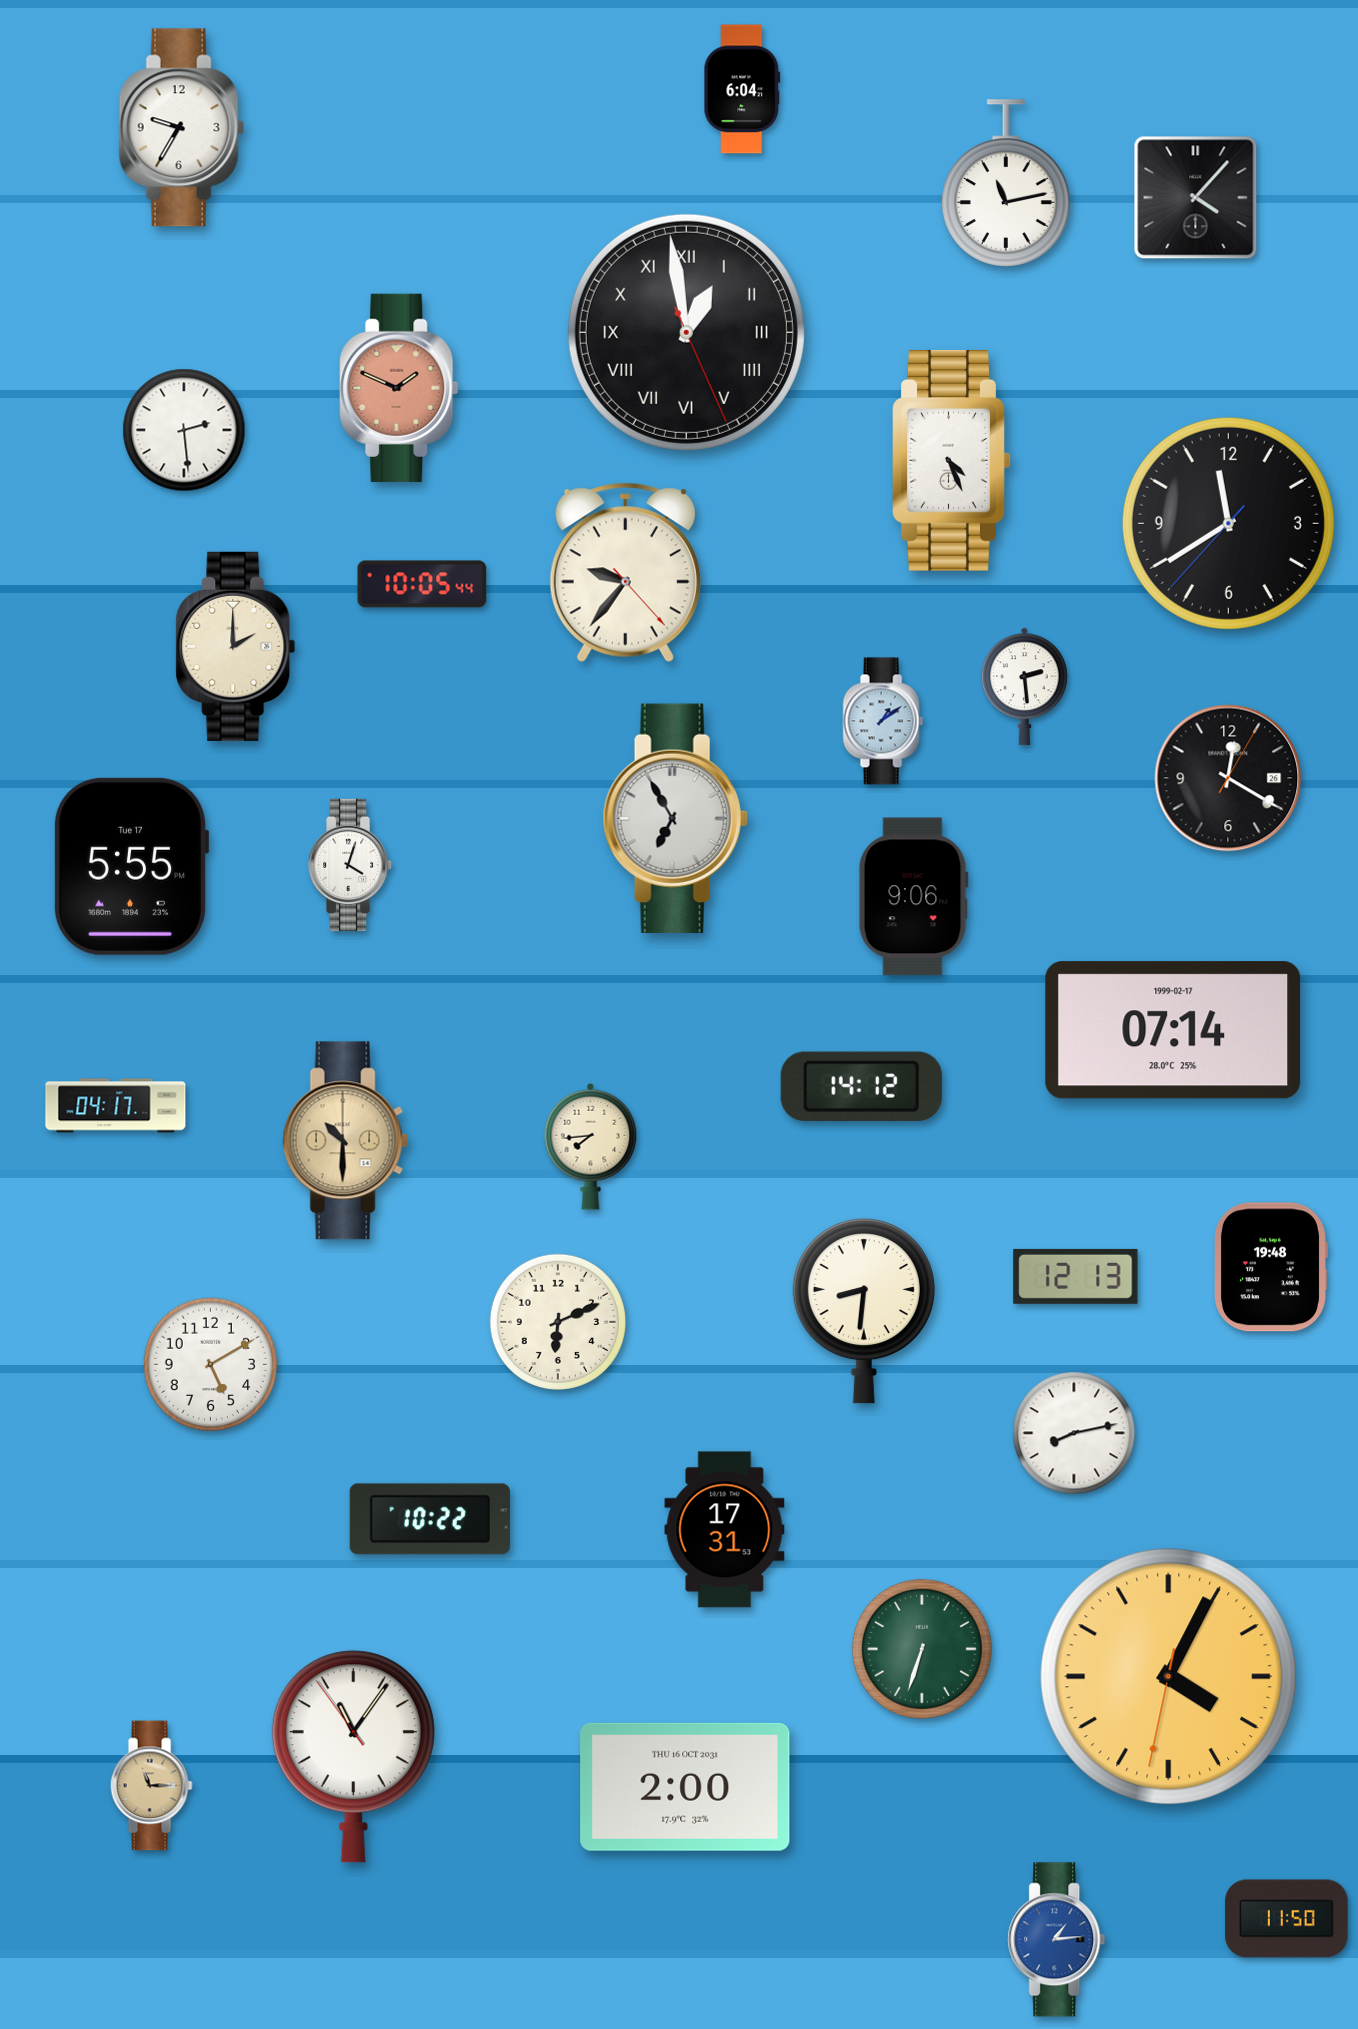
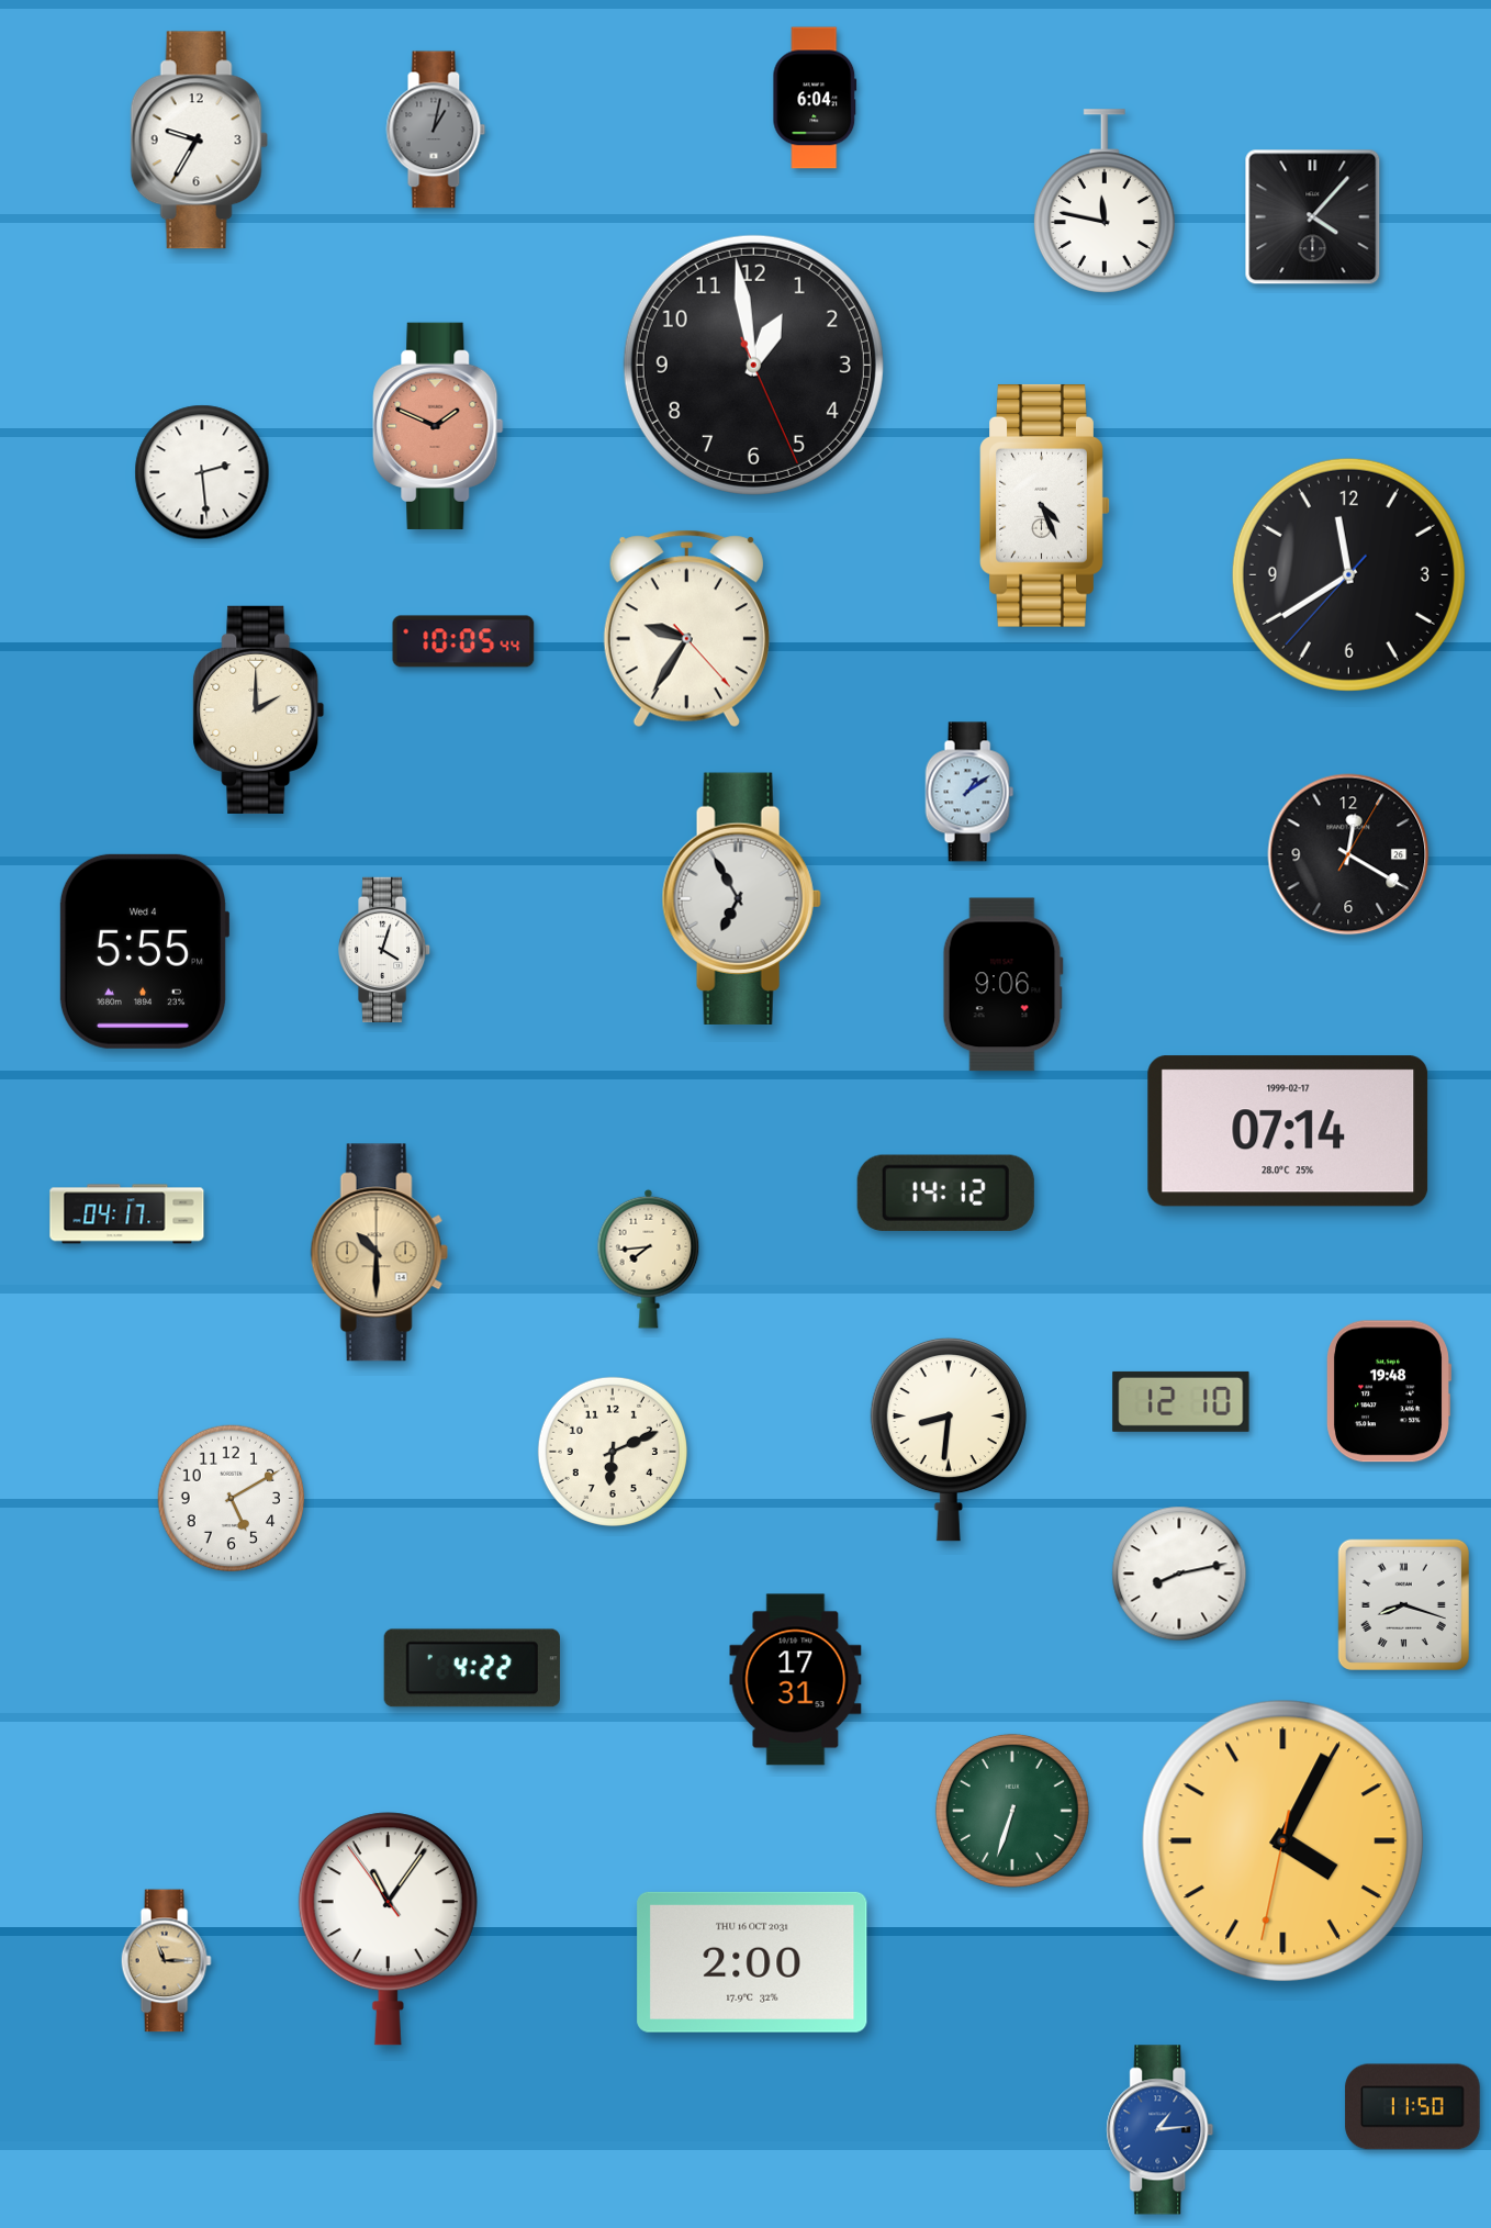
clock at (436, 130): none -> 1:02
clock at (1006, 183): 11:13 -> 11:47
clock at (686, 332) numerals: Roman -> Arabic
clock at (625, 573): 9:36 -> 9:35
clock at (1025, 687): 2:29 -> none
clock at (131, 866) date: Tue 17 -> Wed 4
clock at (1270, 1267) position: (1270, 1267) -> (1388, 1391)
clock at (1076, 1276): 12:13 -> 12:10
clock at (1403, 1604): none -> 8:18
clock at (430, 1519): 10:22 -> 4:22
